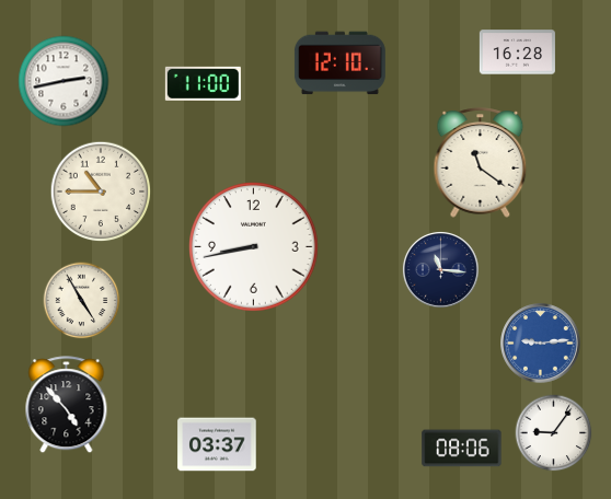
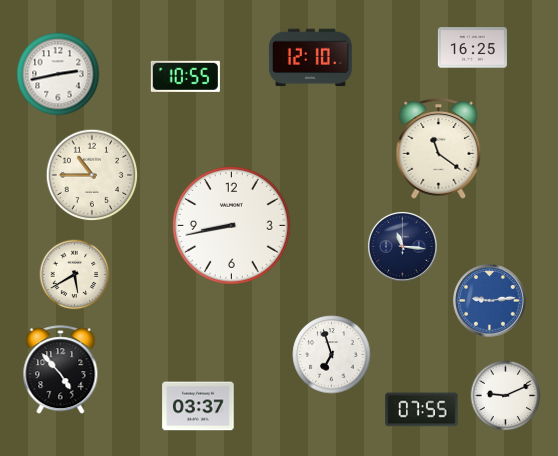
clock at (517, 53): 16:28 -> 16:25
clock at (203, 83): 11:00 -> 10:55
clock at (82, 301): 4:55 -> 5:40
clock at (541, 344) position: (541, 344) -> (490, 301)
clock at (332, 355): none -> 6:57
clock at (554, 433): 9:06 -> 9:11
clock at (462, 449): 08:06 -> 07:55
